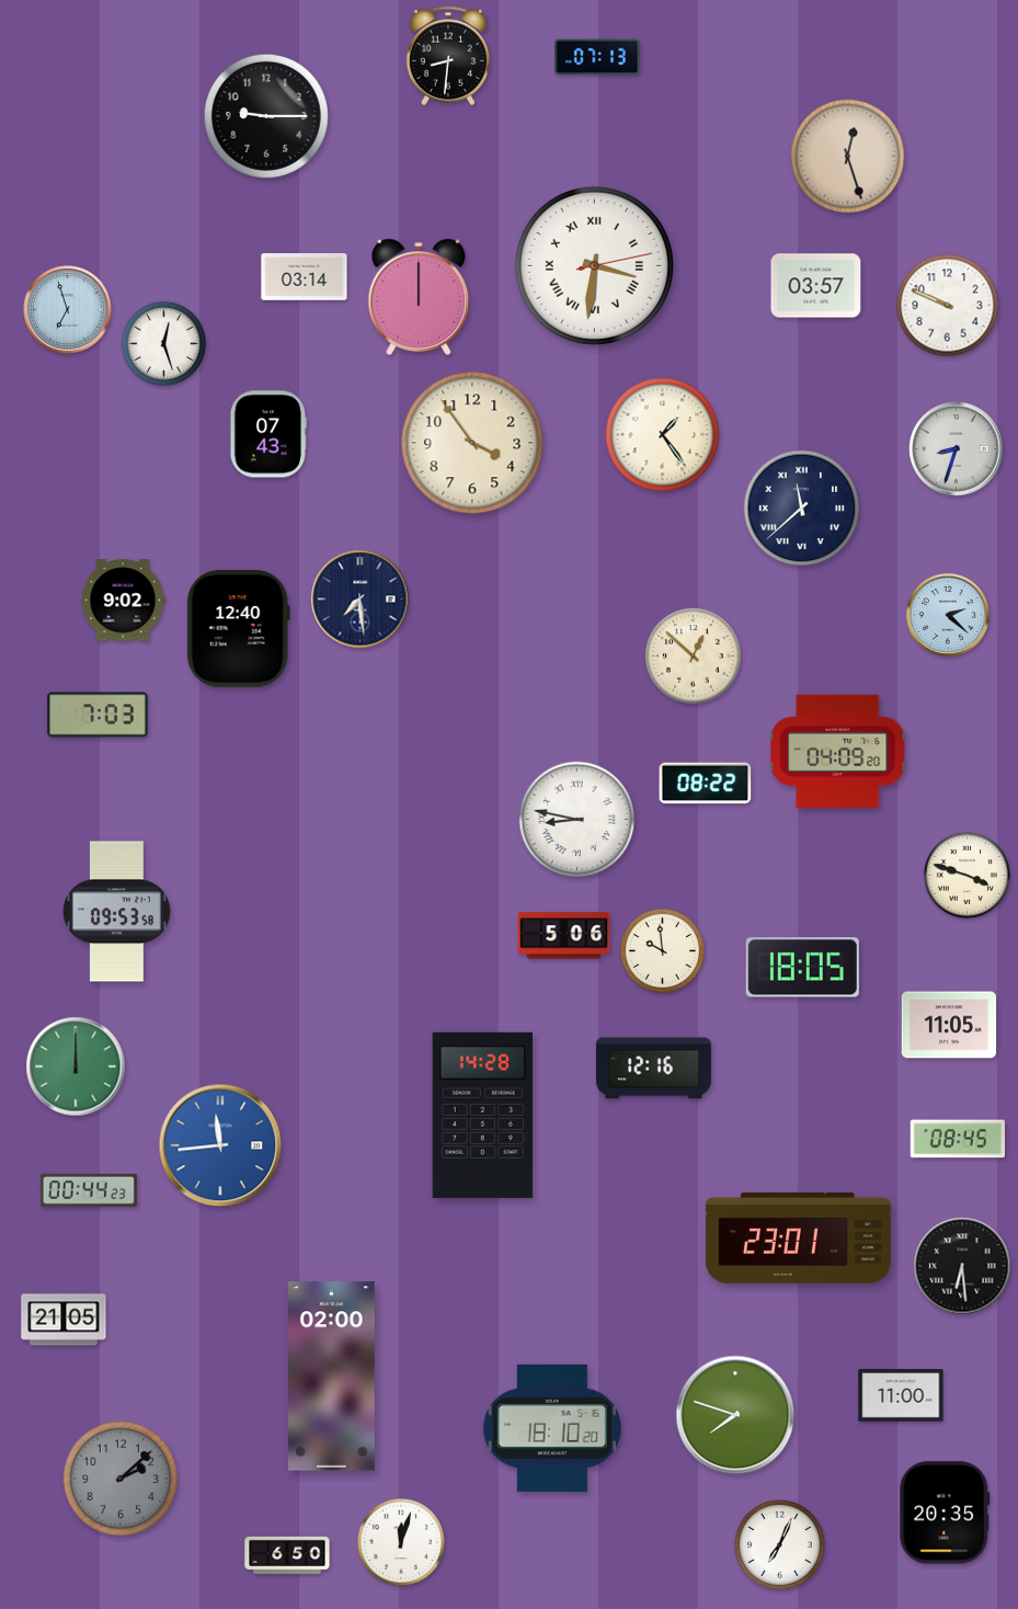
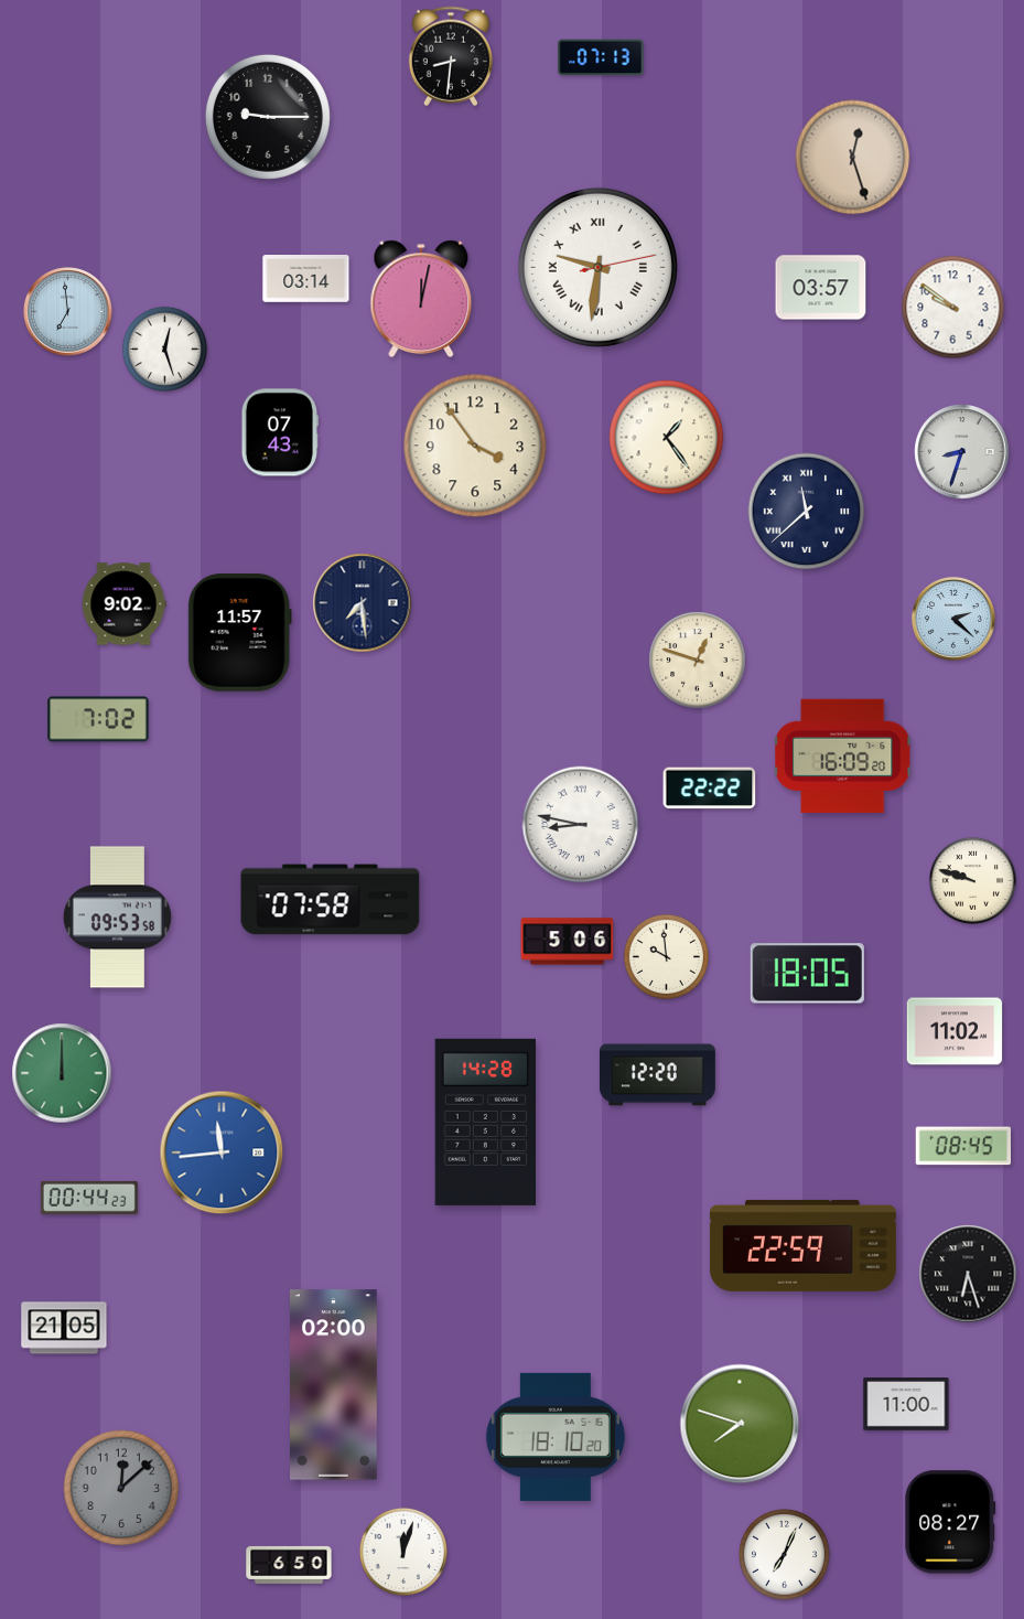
clock at (594, 265): 3:31 -> 9:31
clock at (419, 297): 12:00 -> 12:02
clock at (948, 306): 9:49 -> 9:51
clock at (68, 310): 6:57 -> 6:59
clock at (164, 344) position: (164, 344) -> (165, 350)
clock at (268, 434) position: (268, 434) -> (280, 432)
clock at (238, 629): 12:40 -> 11:57
clock at (694, 657): 12:52 -> 12:48
clock at (98, 715): 7:03 -> 7:02
clock at (839, 751): 04:09 -> 16:09
clock at (706, 784): 08:22 -> 22:22
clock at (966, 875): 3:48 -> 9:48
clock at (331, 900): none -> 07:58
clock at (949, 1025): 11:05 -> 11:02
clock at (76, 1066) position: (76, 1066) -> (62, 1073)
clock at (653, 1069): 12:16 -> 12:20
clock at (798, 1237): 23:01 -> 22:59
clock at (962, 1266): 6:29 -> 6:27
clock at (121, 1479): 2:08 -> 12:08
clock at (945, 1513): 20:35 -> 08:27
